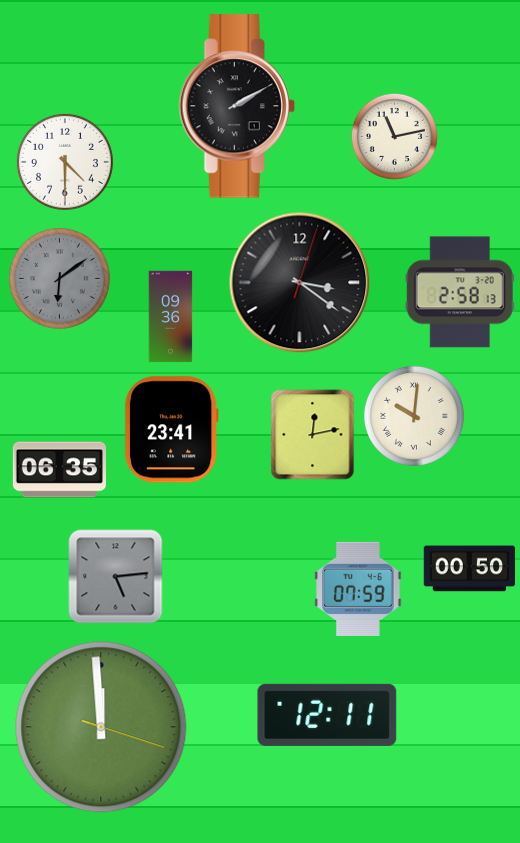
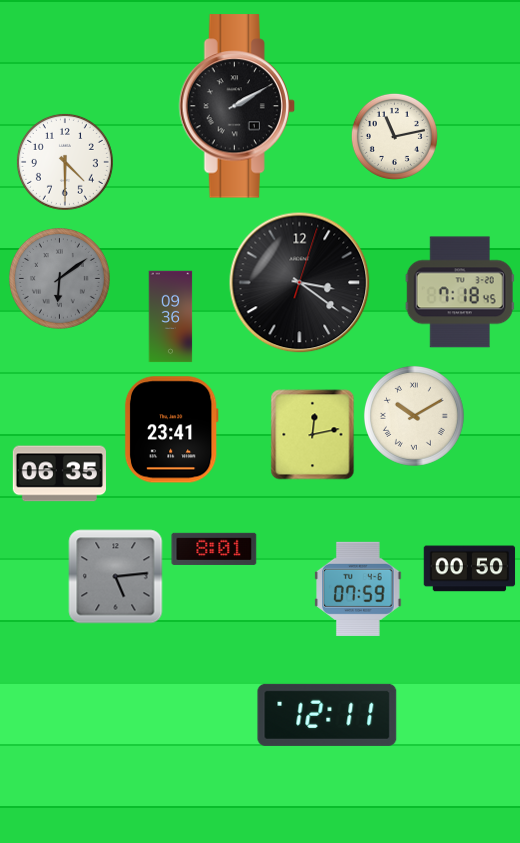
clock at (460, 292): 2:58 -> 7:18
clock at (414, 416): 10:01 -> 10:10
clock at (59, 470) position: (59, 470) -> (59, 474)
clock at (214, 549): none -> 8:01
clock at (101, 727): 11:59 -> none
